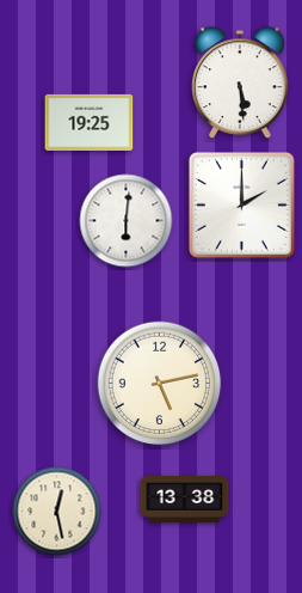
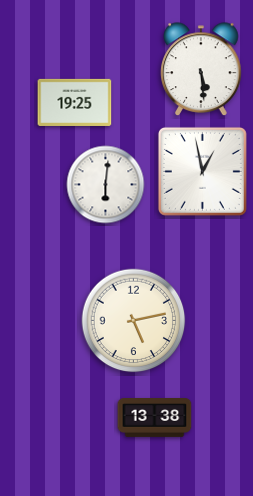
clock at (241, 204): 2:00 -> 12:58
clock at (57, 512): 12:28 -> none
